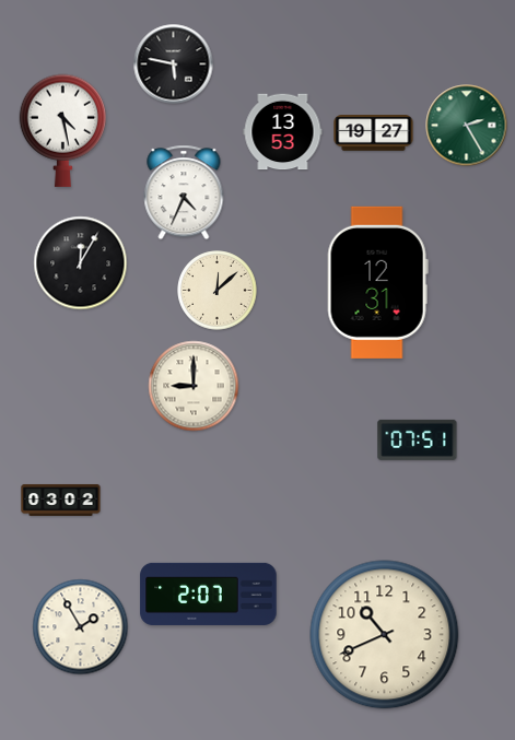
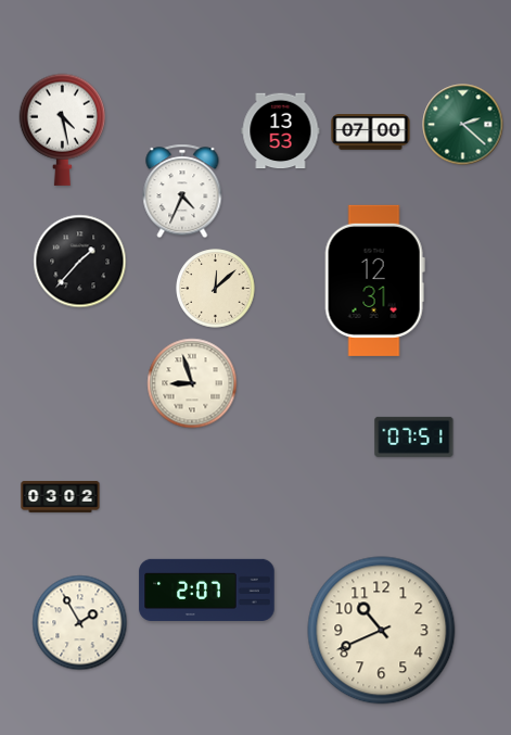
clock at (174, 64): 5:47 -> none
clock at (467, 126): 2:25 -> 2:22
clock at (374, 133): 19:27 -> 07:00
clock at (81, 263): 12:05 -> 1:37
clock at (194, 386): 9:00 -> 8:57
